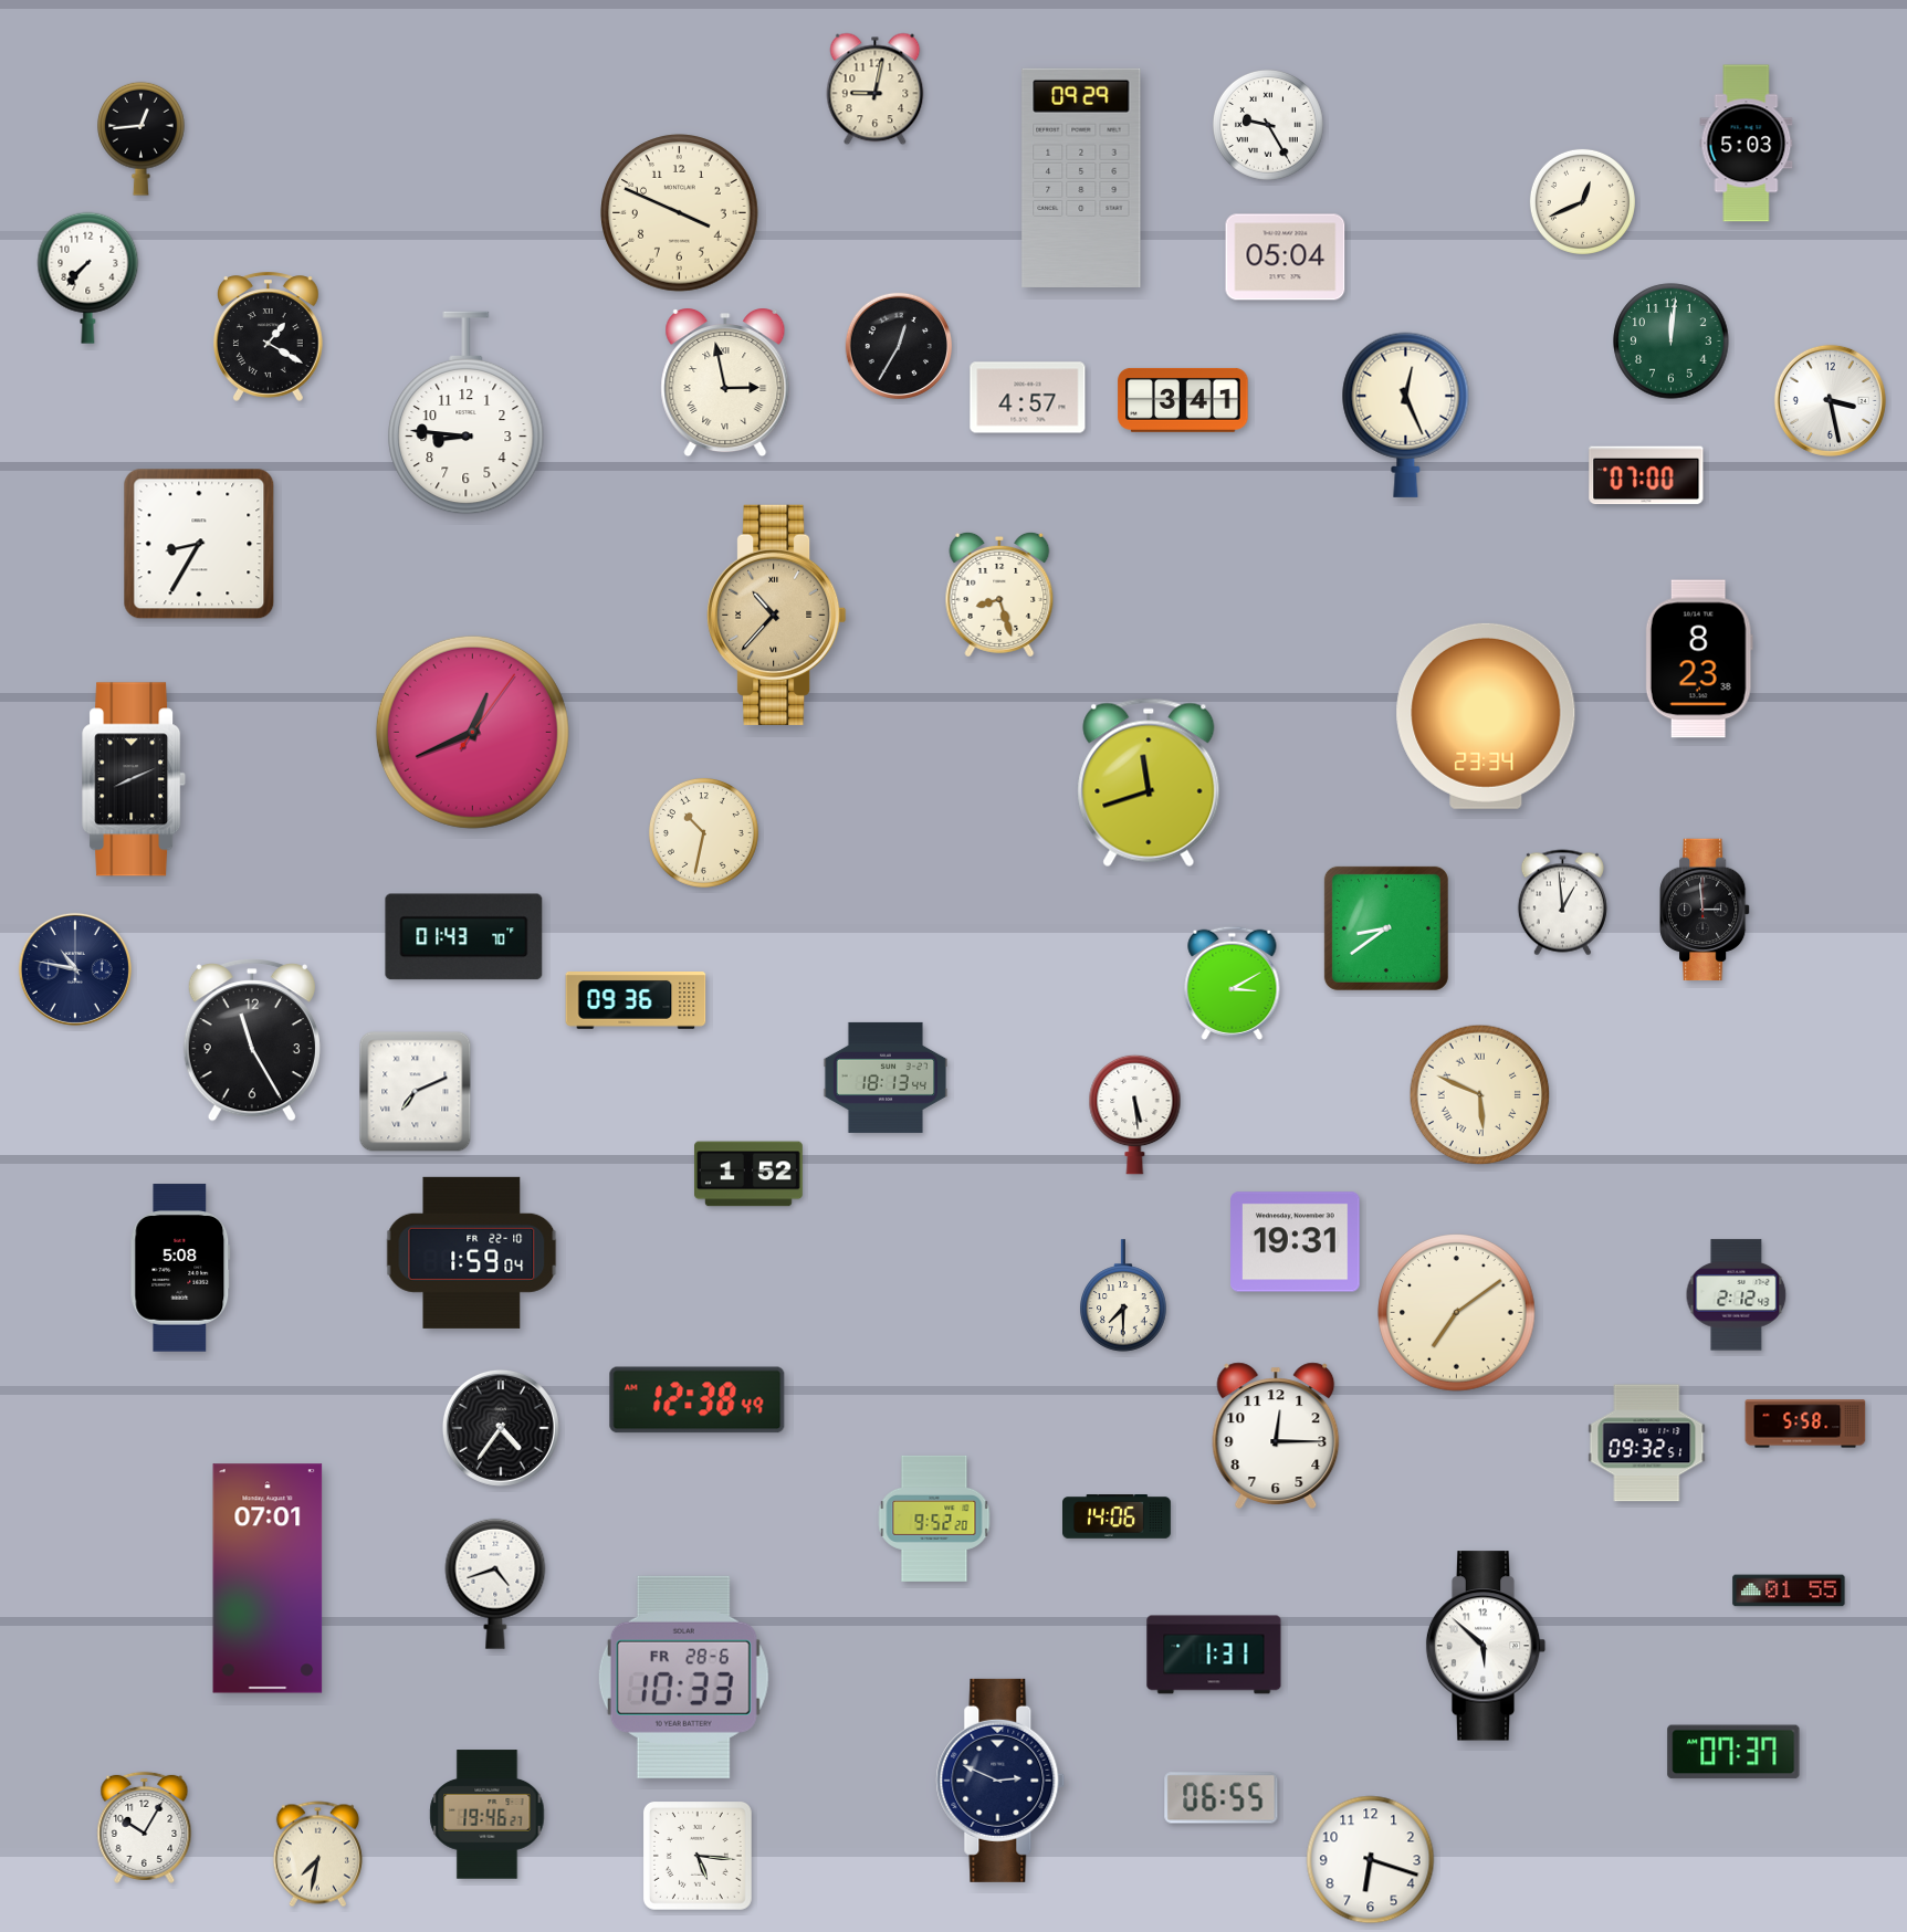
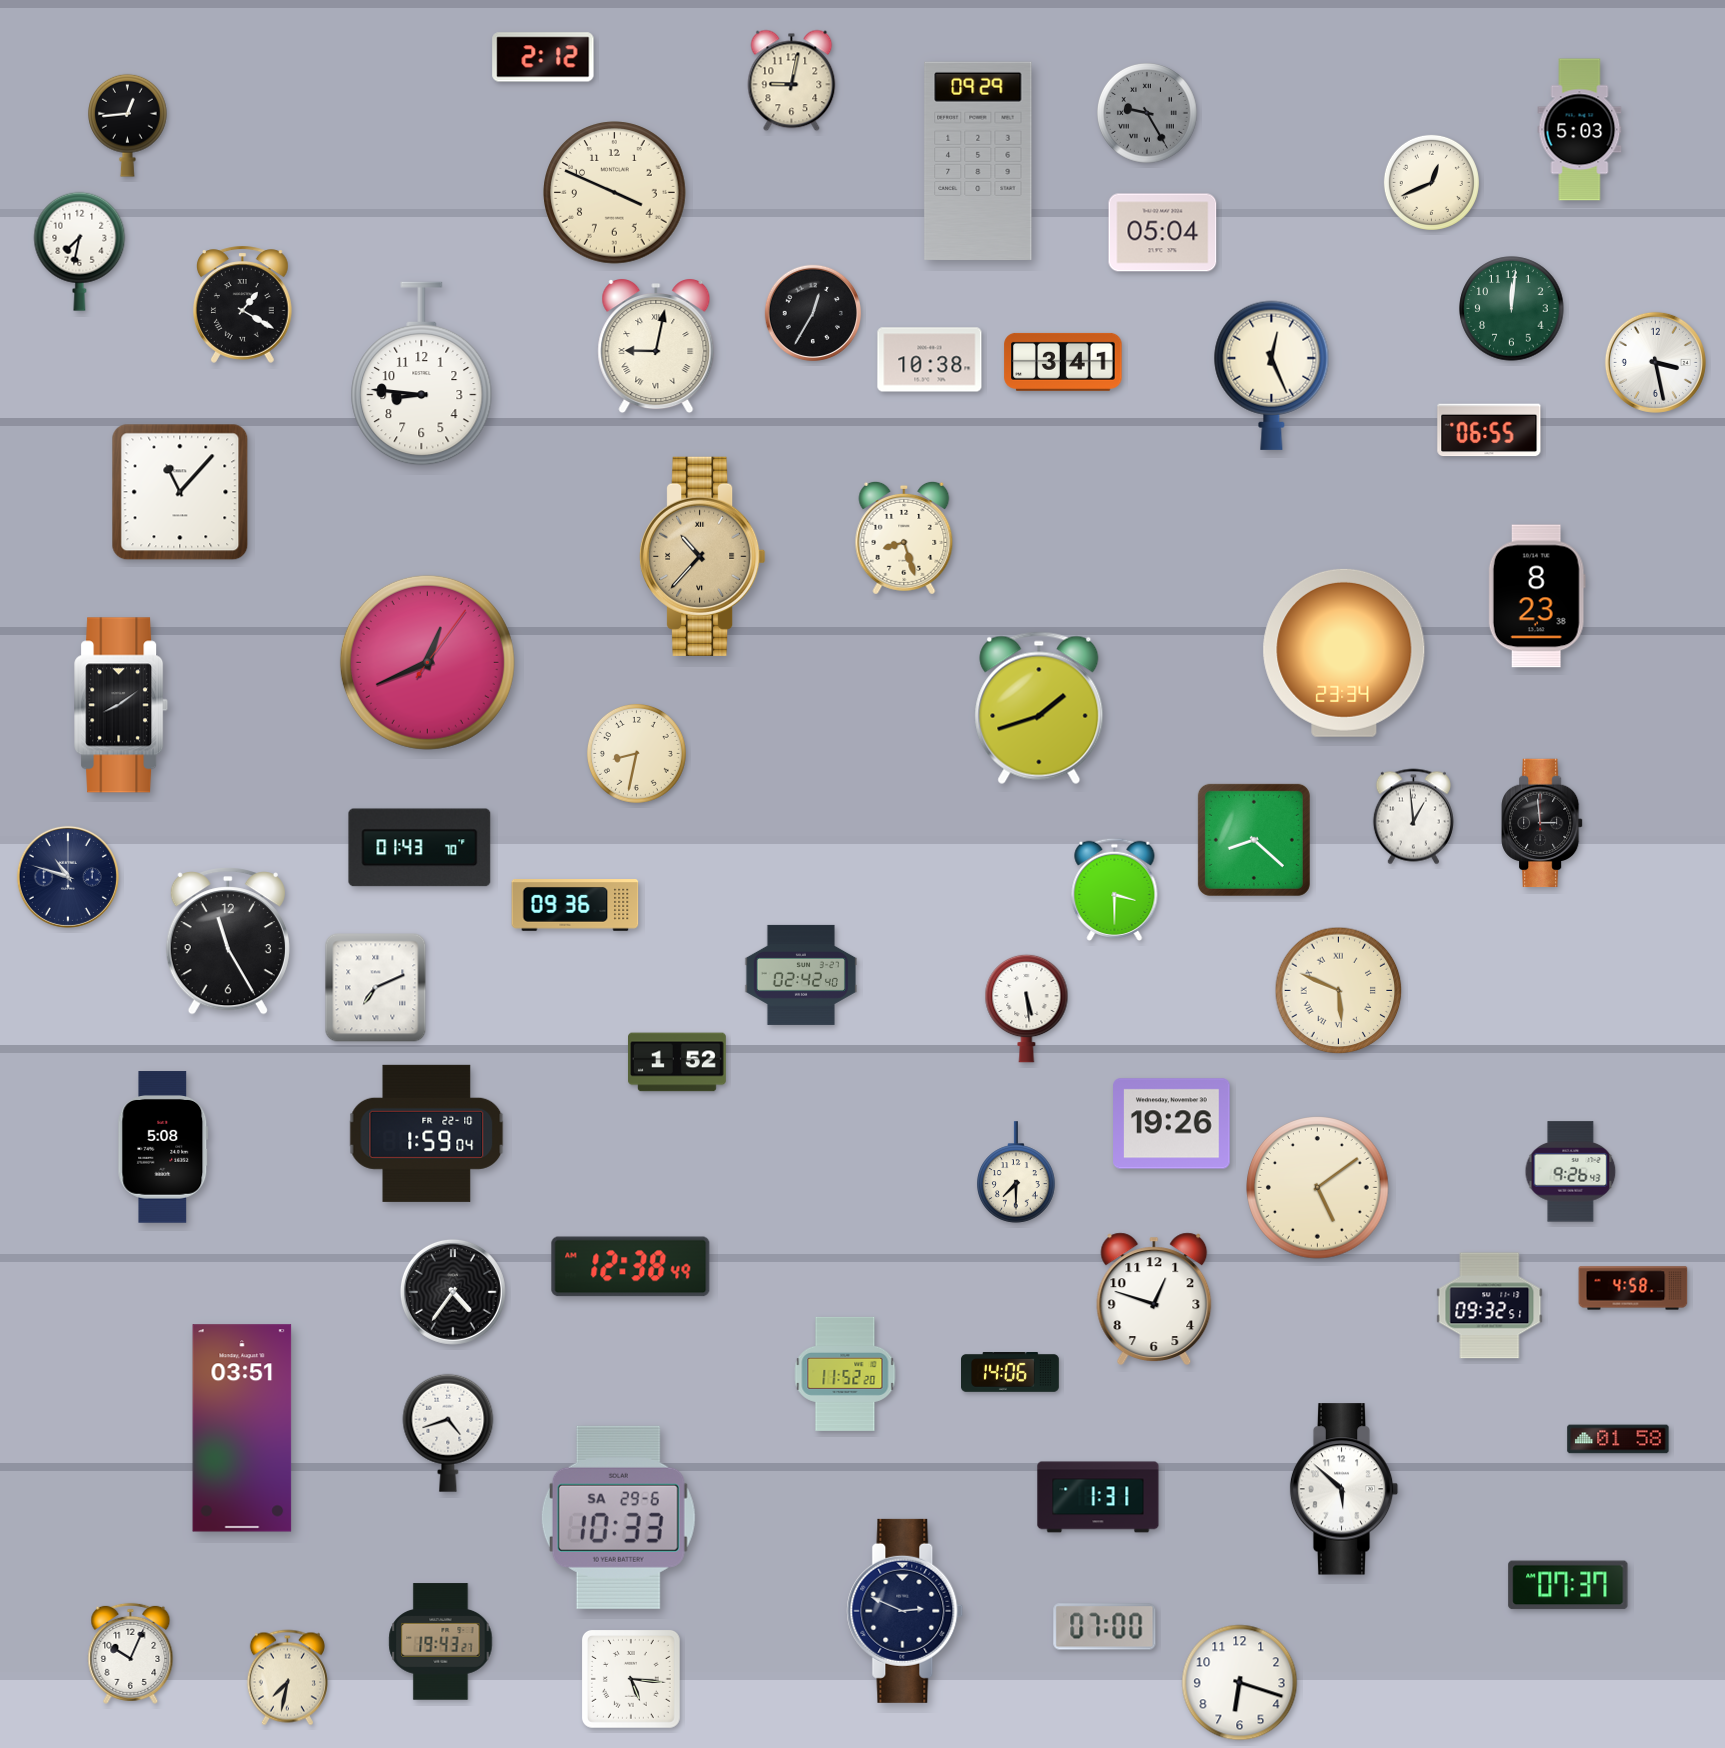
clock at (543, 57): none -> 2:12
clock at (1268, 125) dial: white -> grey
clock at (88, 277): 7:37 -> 7:32
clock at (725, 384): 2:58 -> 9:02
clock at (1028, 398): 4:57 -> 10:38
clock at (1183, 400) position: (1183, 400) -> (1063, 362)
clock at (1646, 475): 07:00 -> 06:55
clock at (199, 544): 8:35 -> 11:07
clock at (1486, 716) position: (1486, 716) -> (1344, 653)
clock at (135, 779): 8:11 -> 8:09
clock at (1149, 783): 11:42 -> 1:42
clock at (703, 832): 10:32 -> 8:32
clock at (1386, 928): 8:39 -> 8:22
clock at (75, 969): 10:47 -> 10:48
clock at (1233, 983): 3:10 -> 3:30
clock at (884, 1078): 18:13 -> 02:42
clock at (1296, 1242): 19:31 -> 19:26
clock at (1737, 1295): 2:12 -> 9:26
clock at (1457, 1313): 7:09 -> 5:09
clock at (1805, 1424): 5:58 -> 4:58
clock at (1276, 1435): 12:15 -> 12:48
clock at (934, 1519): 9:52 -> 11:52
clock at (268, 1578): 07:01 -> 03:51
clock at (1789, 1590): 01:55 -> 01:58
clock at (683, 1677) date: FR 28-6 -> SA 29-6
clock at (1222, 1798): 06:55 -> 07:00
clock at (488, 1815): 19:46 -> 19:43
clock at (145, 1827): 10:05 -> 10:04
